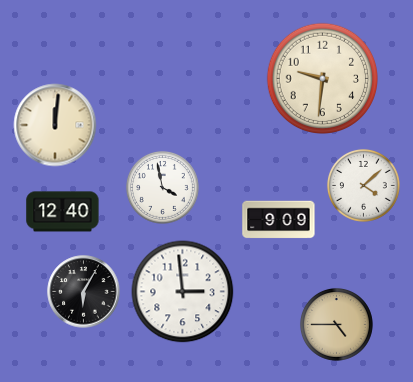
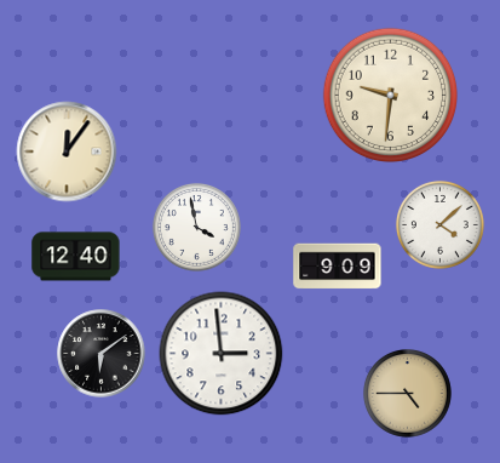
clock at (55, 125): 12:01 -> 12:06
clock at (84, 292): 6:05 -> 6:09
